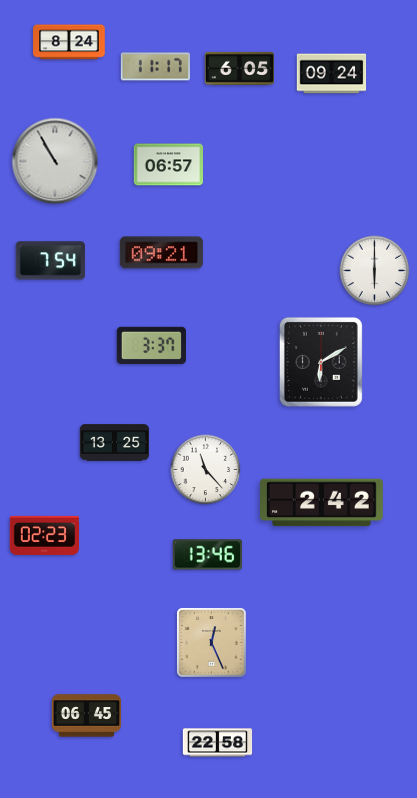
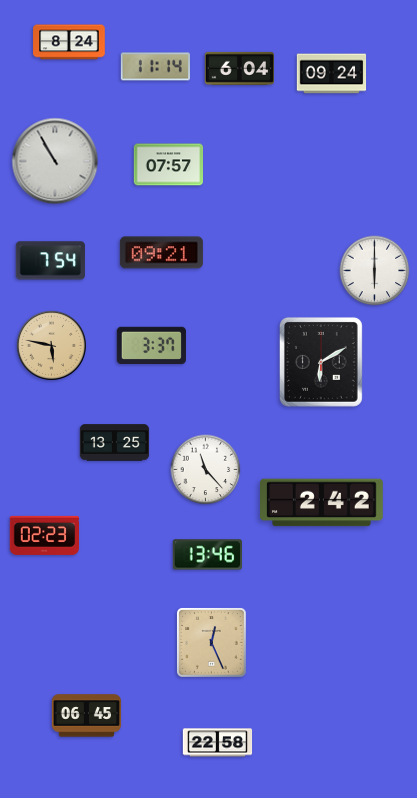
clock at (155, 67): 11:17 -> 11:14
clock at (239, 68): 6:05 -> 6:04
clock at (169, 165): 06:57 -> 07:57
clock at (51, 345): none -> 5:47
